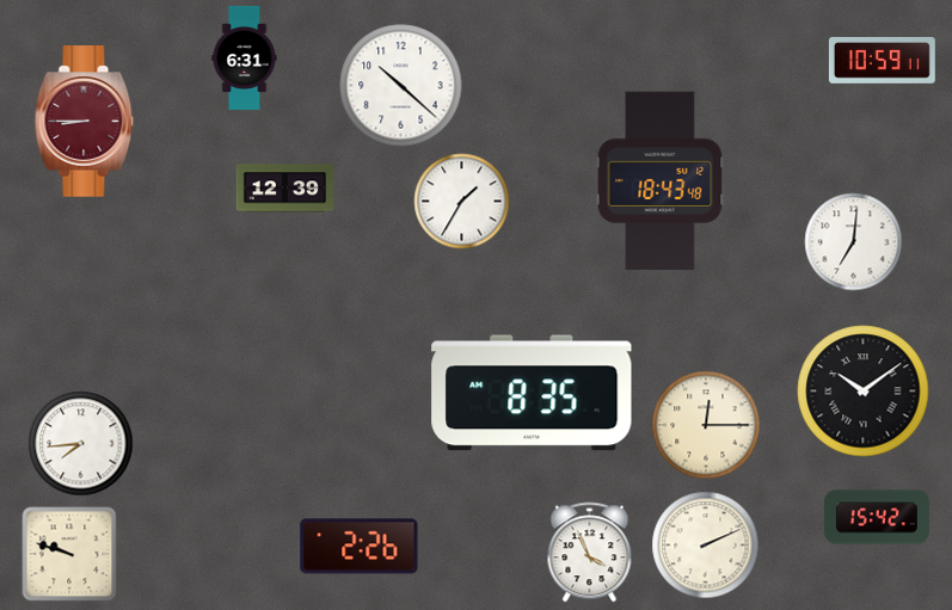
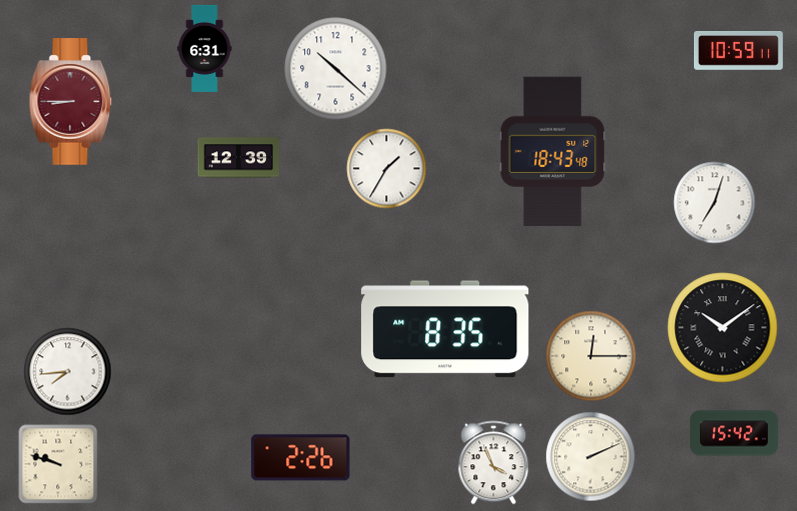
clock at (401, 86) position: (401, 86) -> (336, 69)
clock at (854, 242): 7:01 -> 7:03
